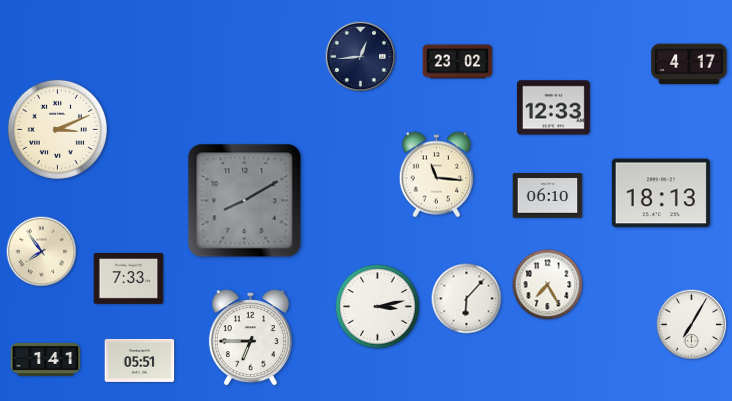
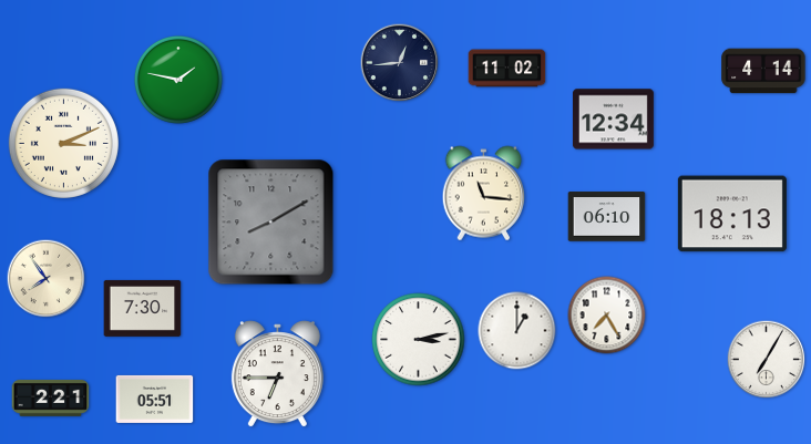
clock at (458, 62): 23:02 -> 11:02
clock at (689, 64): 4:17 -> 4:14
clock at (178, 80): none -> 1:47
clock at (553, 108): 12:33 -> 12:34
clock at (129, 278): 7:33 -> 7:30
clock at (467, 299): 6:07 -> 1:00
clock at (46, 359): 1:41 -> 2:21
